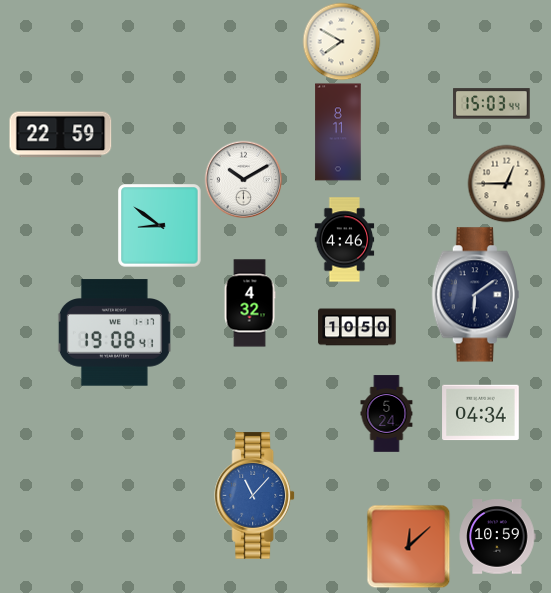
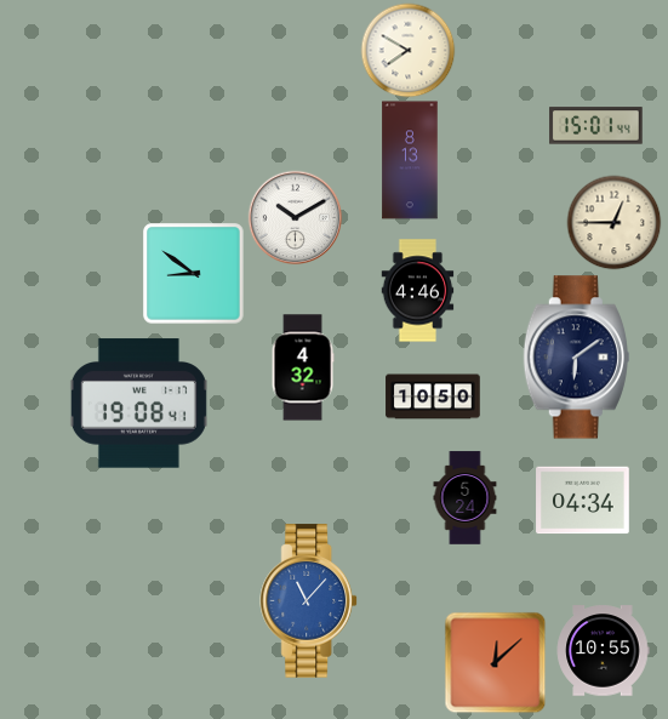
clock at (341, 41) position: (341, 41) -> (407, 50)
clock at (492, 104): 15:03 -> 15:01
clock at (338, 132): 8:11 -> 8:13
clock at (61, 135): 22:59 -> none
clock at (387, 414) position: (387, 414) -> (466, 498)
clock at (497, 537): 10:59 -> 10:55
